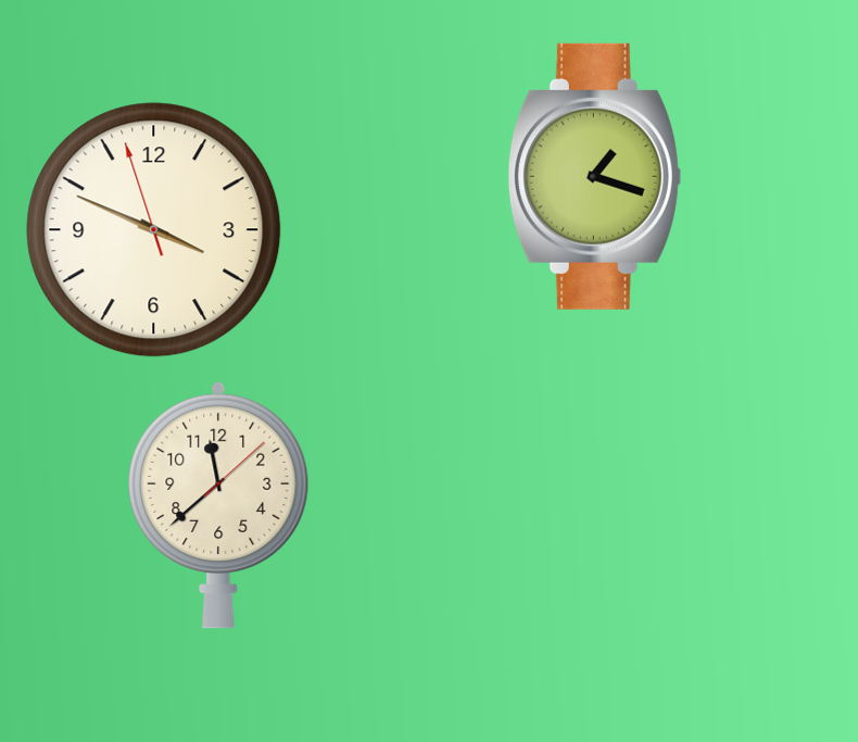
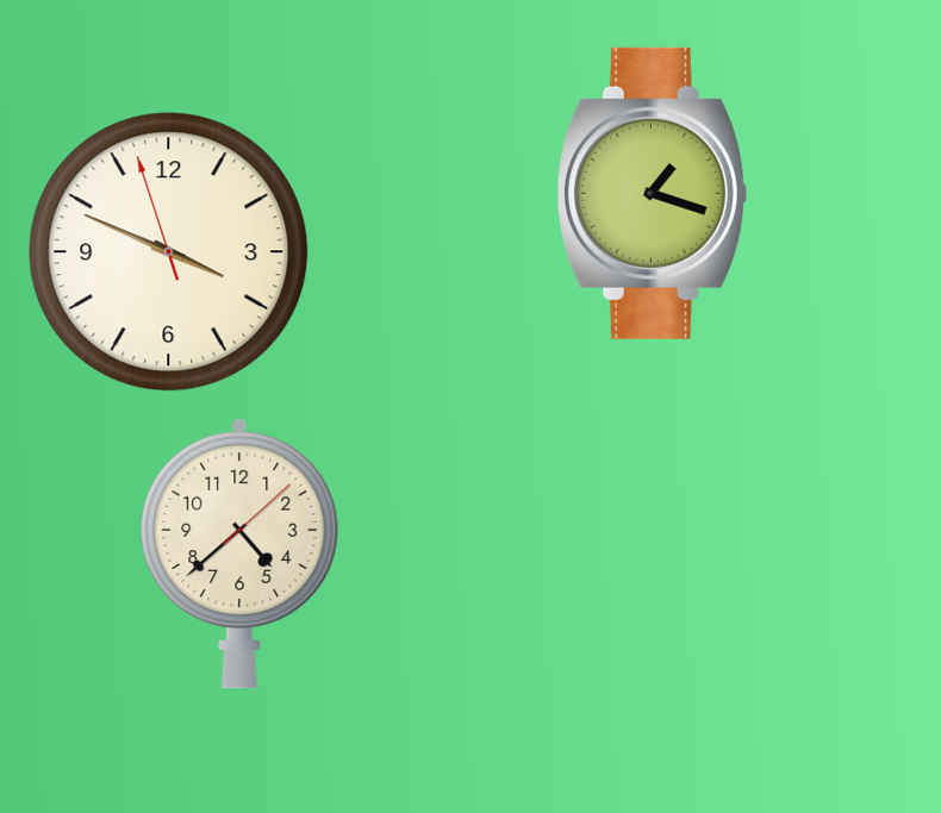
clock at (218, 505): 11:38 -> 4:38
